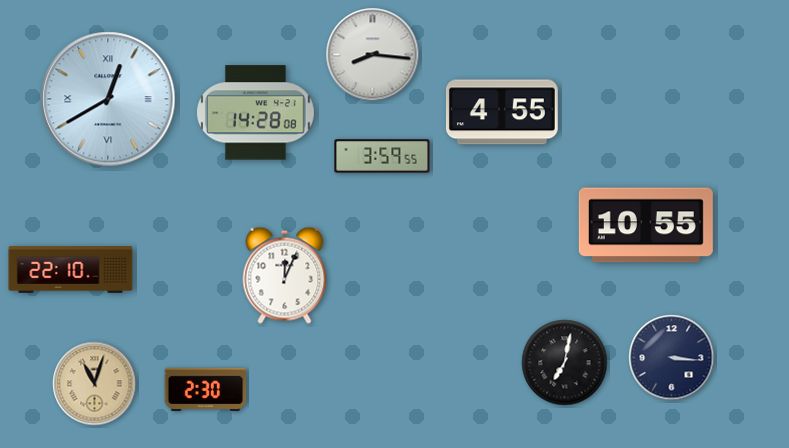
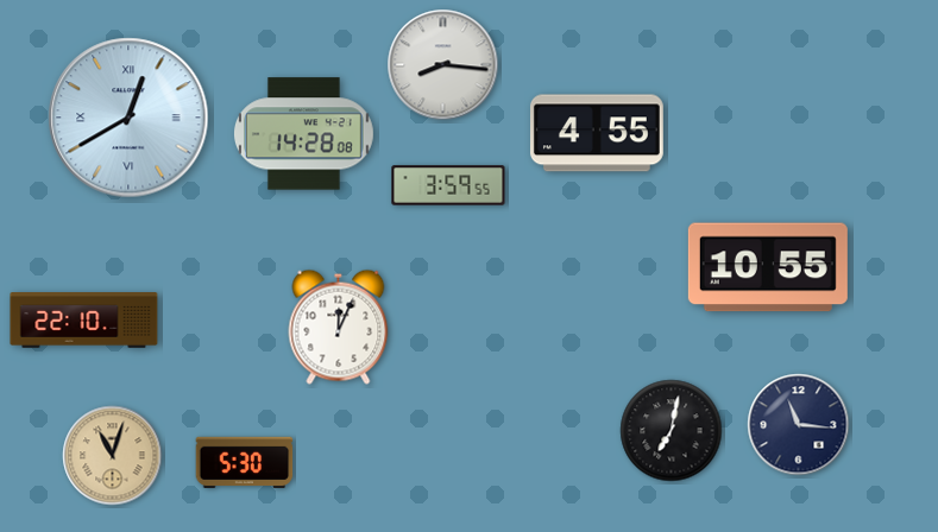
clock at (382, 156) position: (382, 156) -> (448, 185)
clock at (672, 358): 3:16 -> 11:16
clock at (206, 389): 2:30 -> 5:30
